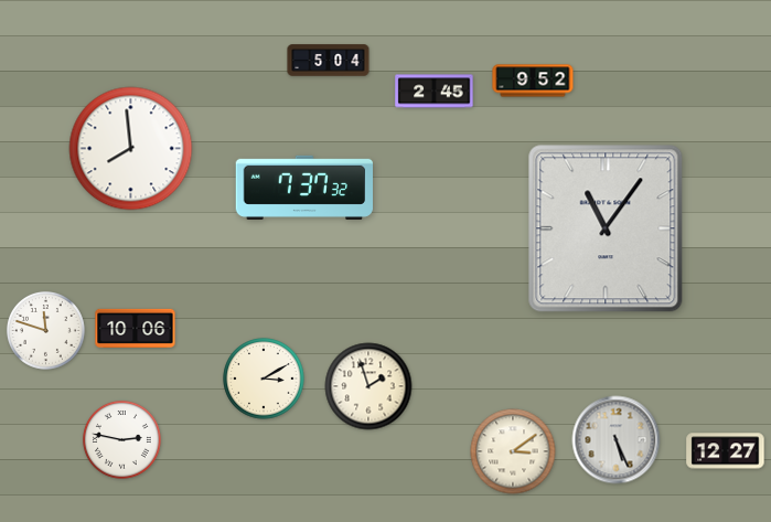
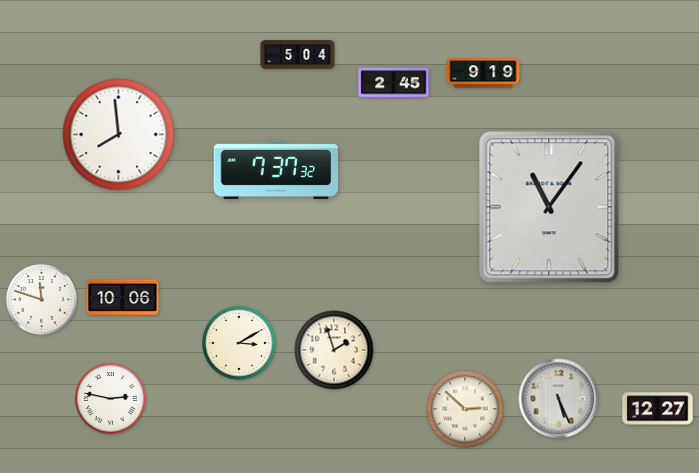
clock at (533, 81): 9:52 -> 9:19
clock at (513, 451): 3:09 -> 2:52
